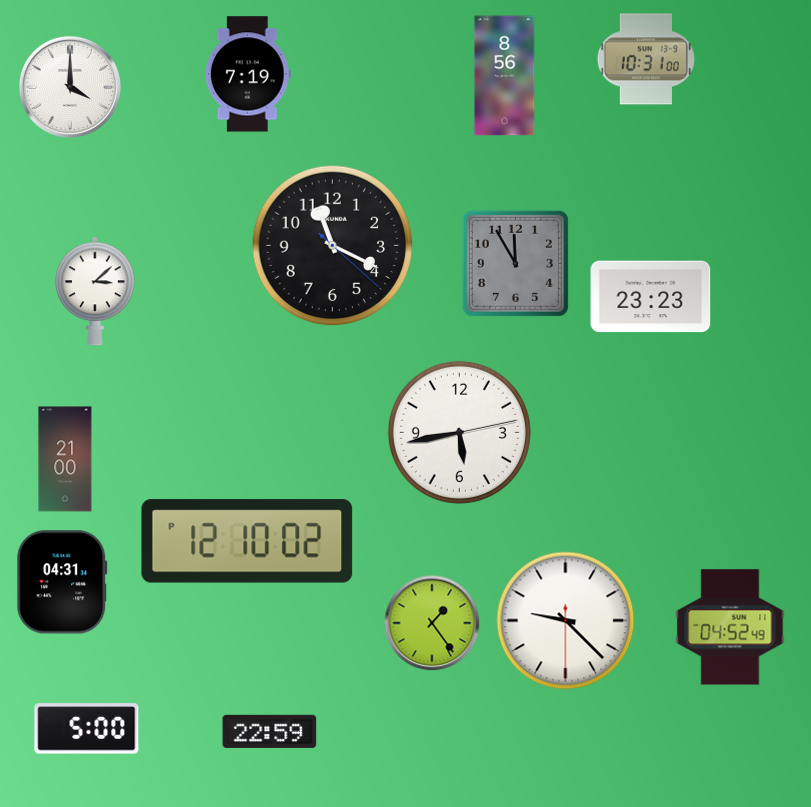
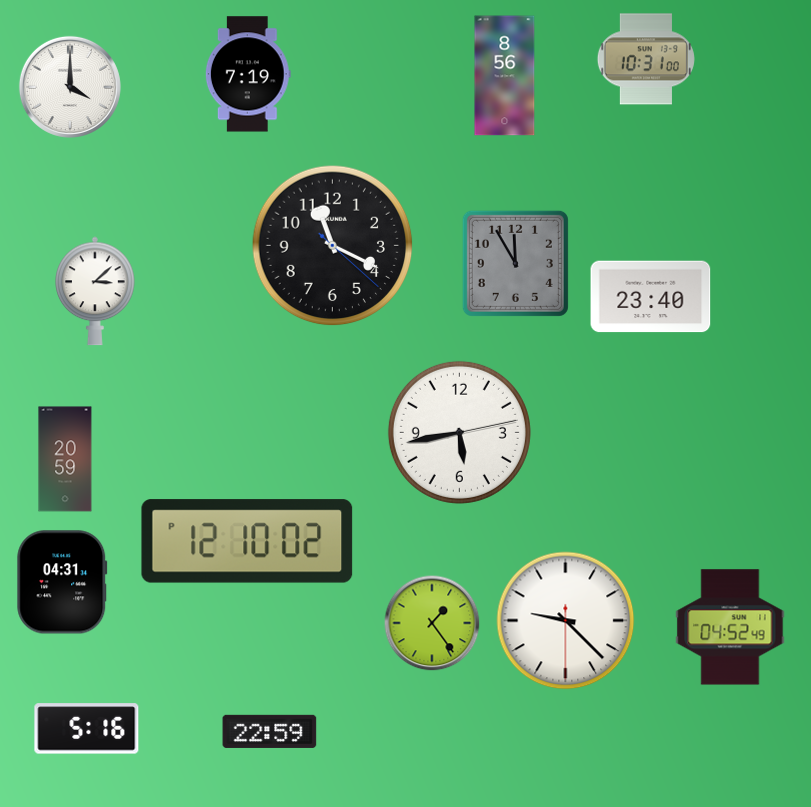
clock at (651, 297): 23:23 -> 23:40
clock at (65, 459): 21:00 -> 20:59
clock at (87, 729): 5:00 -> 5:16
